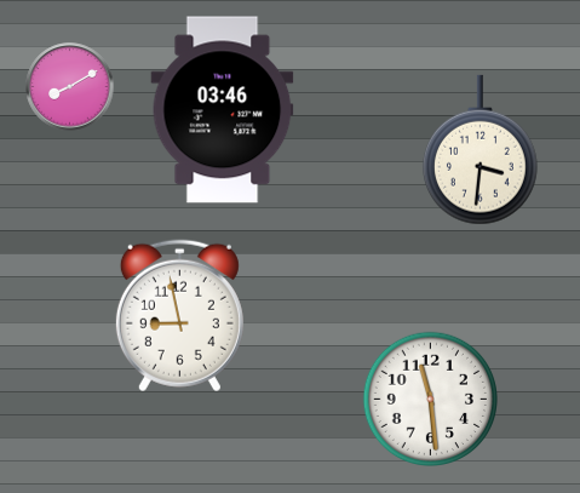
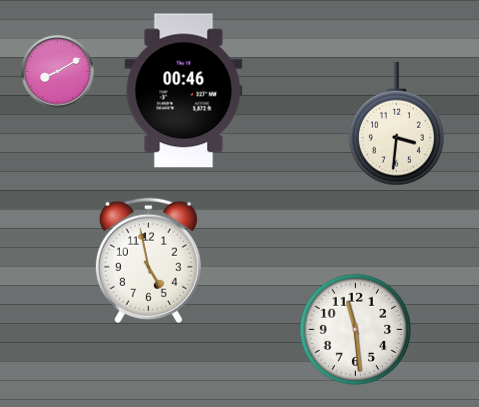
clock at (223, 110): 03:46 -> 00:46
clock at (179, 316): 8:58 -> 4:58
